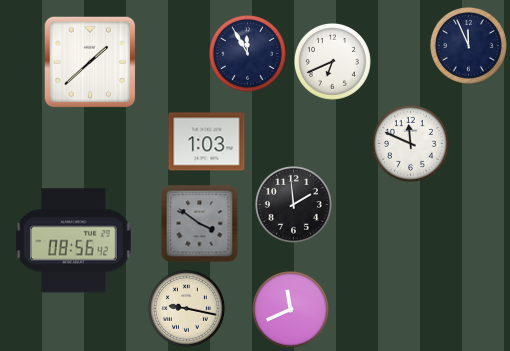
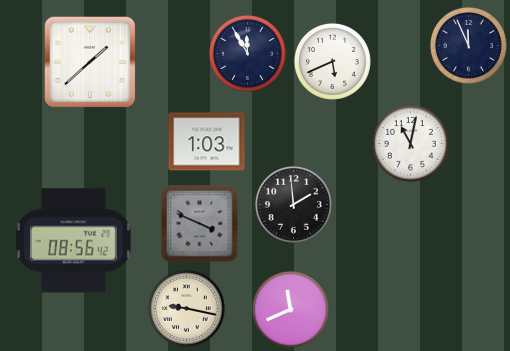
clock at (332, 61): 6:41 -> 5:41
clock at (410, 143): 11:49 -> 11:02
clock at (200, 224): 3:51 -> 3:49
